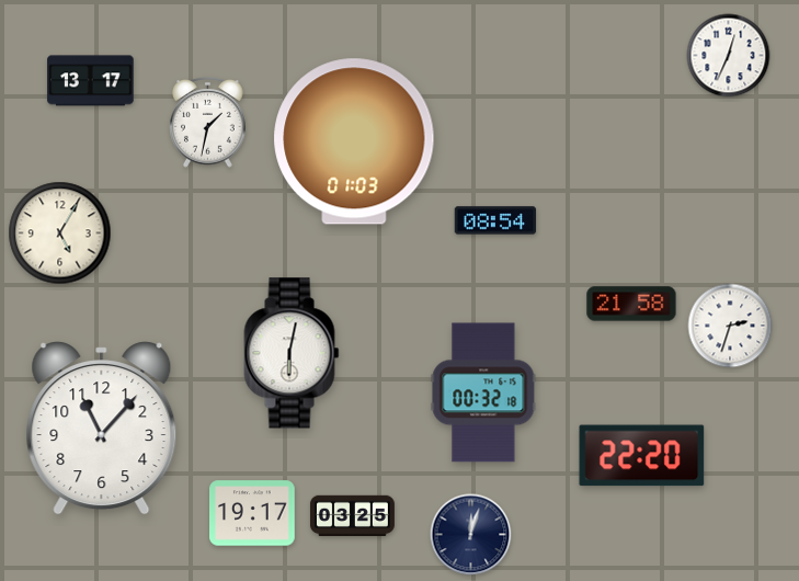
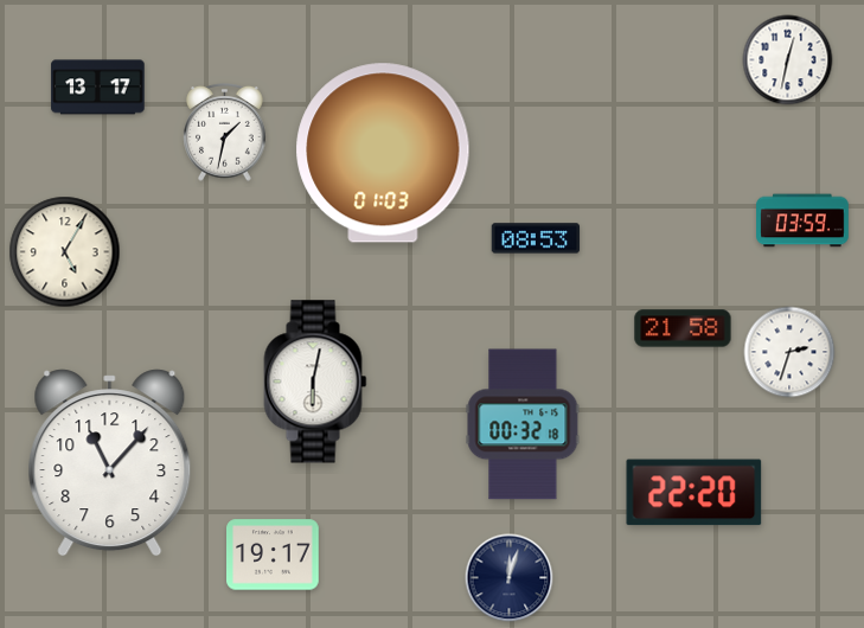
clock at (729, 56): 12:34 -> 12:32
clock at (802, 220): none -> 03:59
clock at (495, 220): 08:54 -> 08:53
clock at (352, 515): 03:25 -> none
